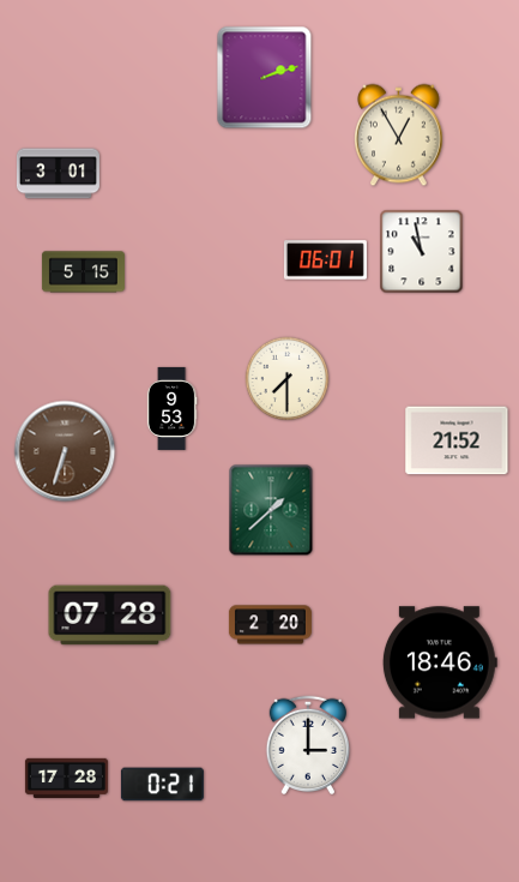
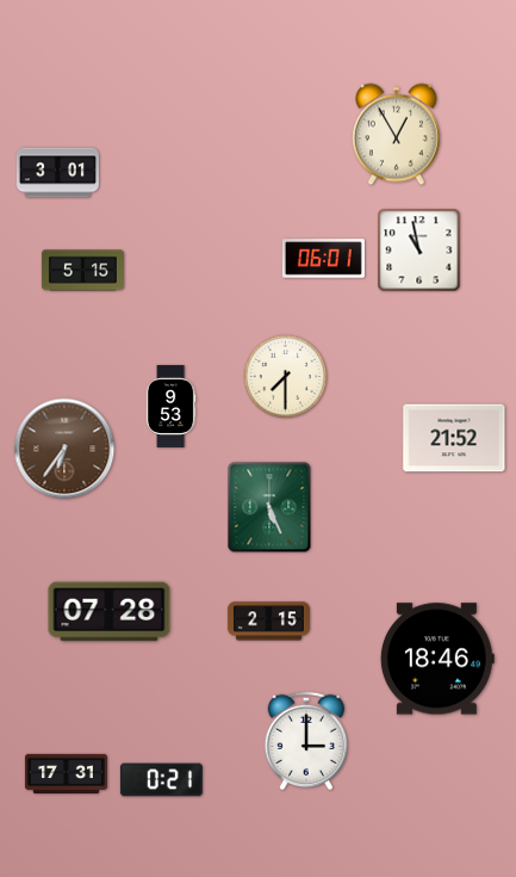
clock at (265, 78): 2:12 -> none
clock at (65, 451): 6:33 -> 6:36
clock at (271, 510): 1:38 -> 5:26
clock at (270, 625): 2:20 -> 2:15
clock at (66, 778): 17:28 -> 17:31
